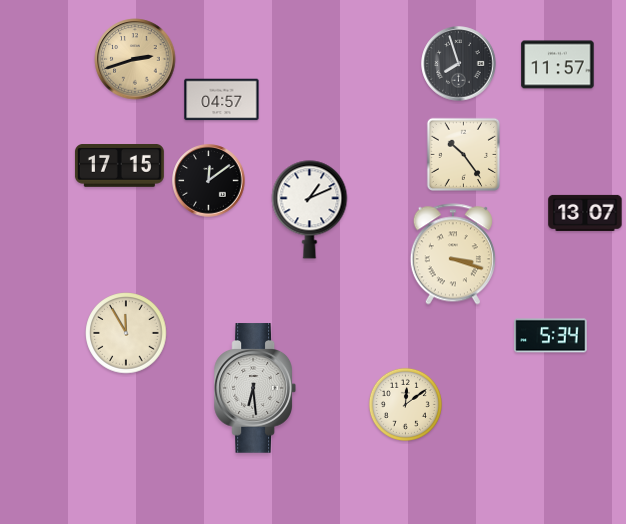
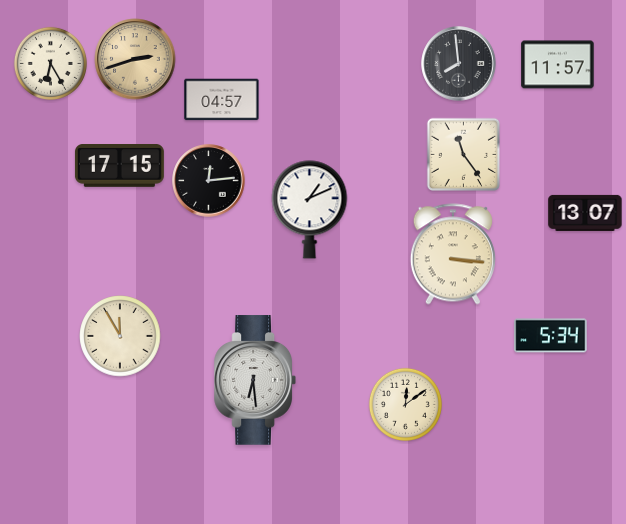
clock at (50, 63): none -> 6:25
clock at (459, 64): 7:57 -> 7:59
clock at (463, 154): 10:24 -> 11:24
clock at (209, 181): 12:09 -> 12:14
clock at (453, 254): 3:18 -> 3:16
clock at (126, 333) position: (126, 333) -> (120, 336)
clock at (254, 388) position: (254, 388) -> (254, 380)
